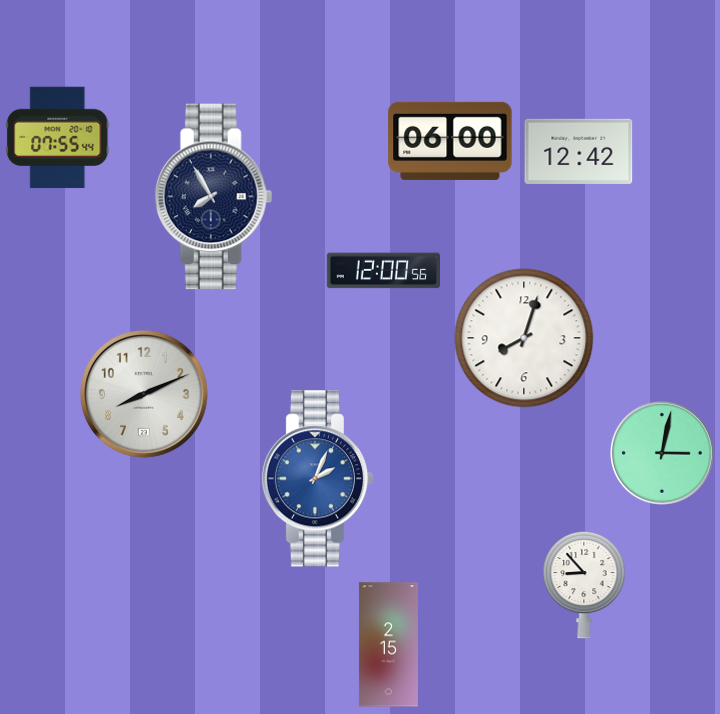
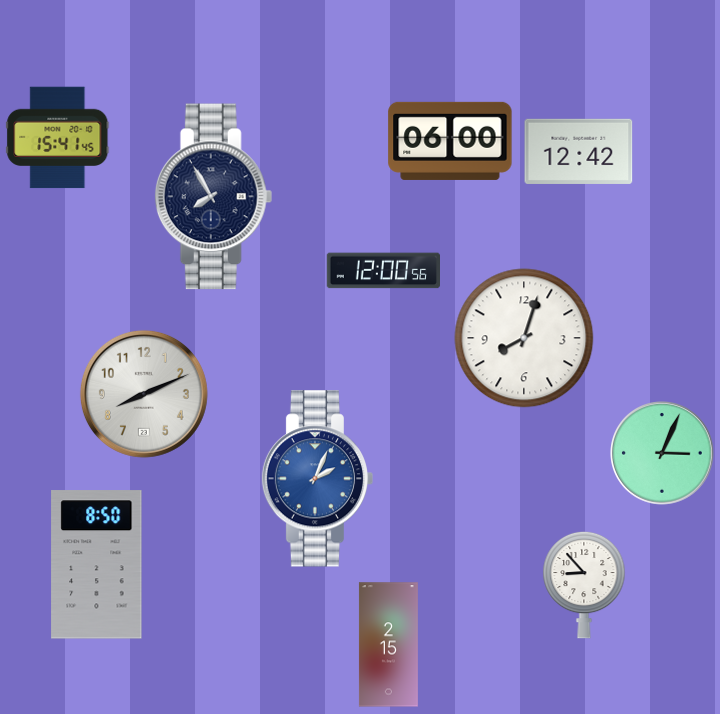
clock at (58, 138): 07:55 -> 15:41
clock at (663, 454): 3:02 -> 3:04
clock at (97, 565): none -> 8:50
